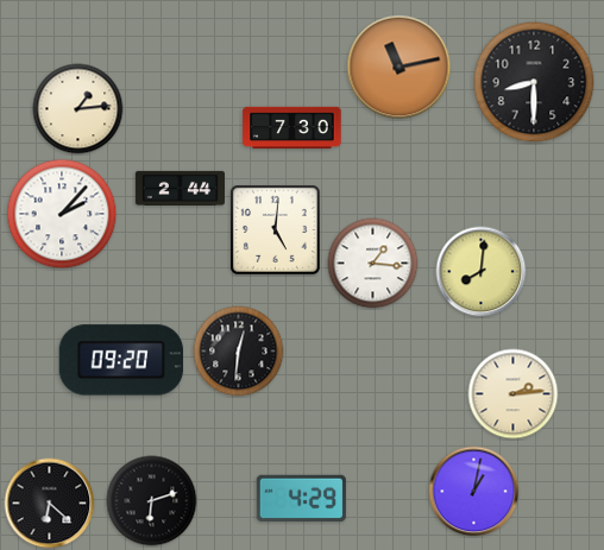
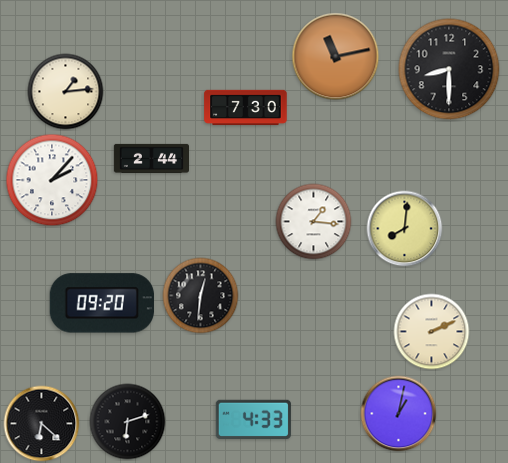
clock at (276, 230): 5:01 -> none
clock at (514, 394): 2:14 -> 2:11
clock at (301, 498): 4:29 -> 4:33
